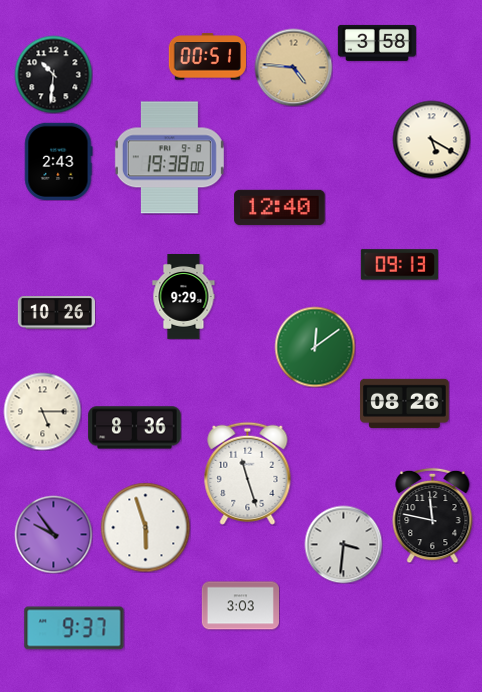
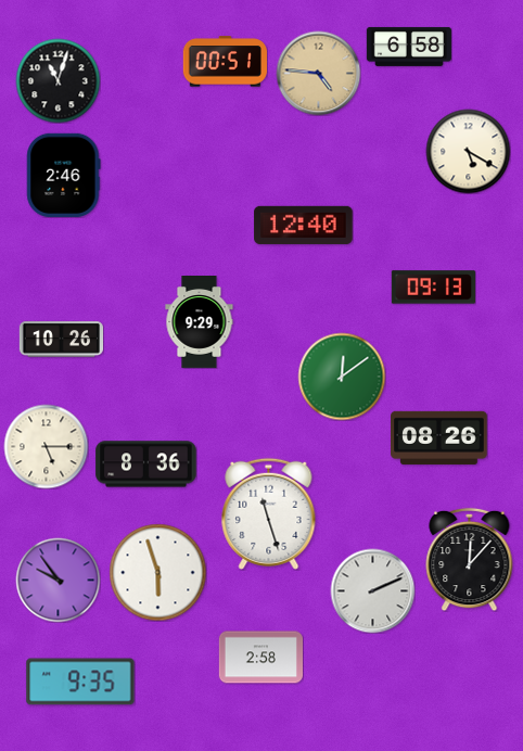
clock at (377, 43): 3:58 -> 6:58
clock at (53, 74): 10:31 -> 11:03
clock at (169, 158): 19:38 -> none
clock at (59, 161): 2:43 -> 2:46
clock at (433, 515): 11:47 -> 12:07
clock at (343, 544): 3:31 -> 2:11
clock at (240, 606): 3:03 -> 2:58
clock at (74, 628): 9:37 -> 9:35
